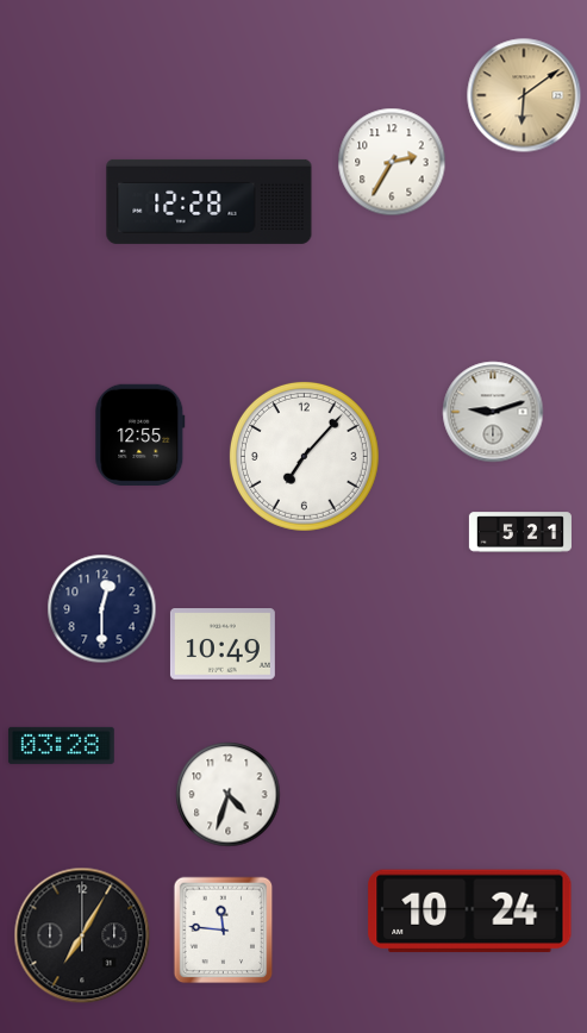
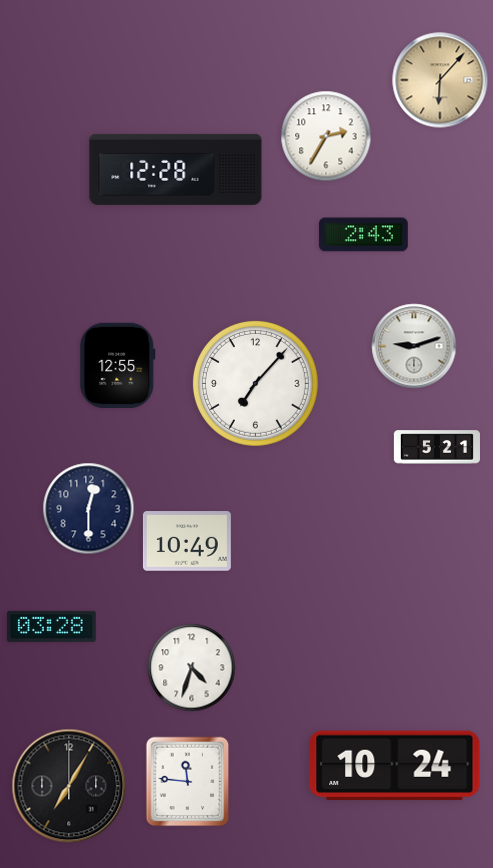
clock at (524, 95): 6:09 -> 6:07
clock at (392, 162) position: (392, 162) -> (326, 136)
clock at (363, 235): none -> 2:43
clock at (102, 609) position: (102, 609) -> (89, 509)
